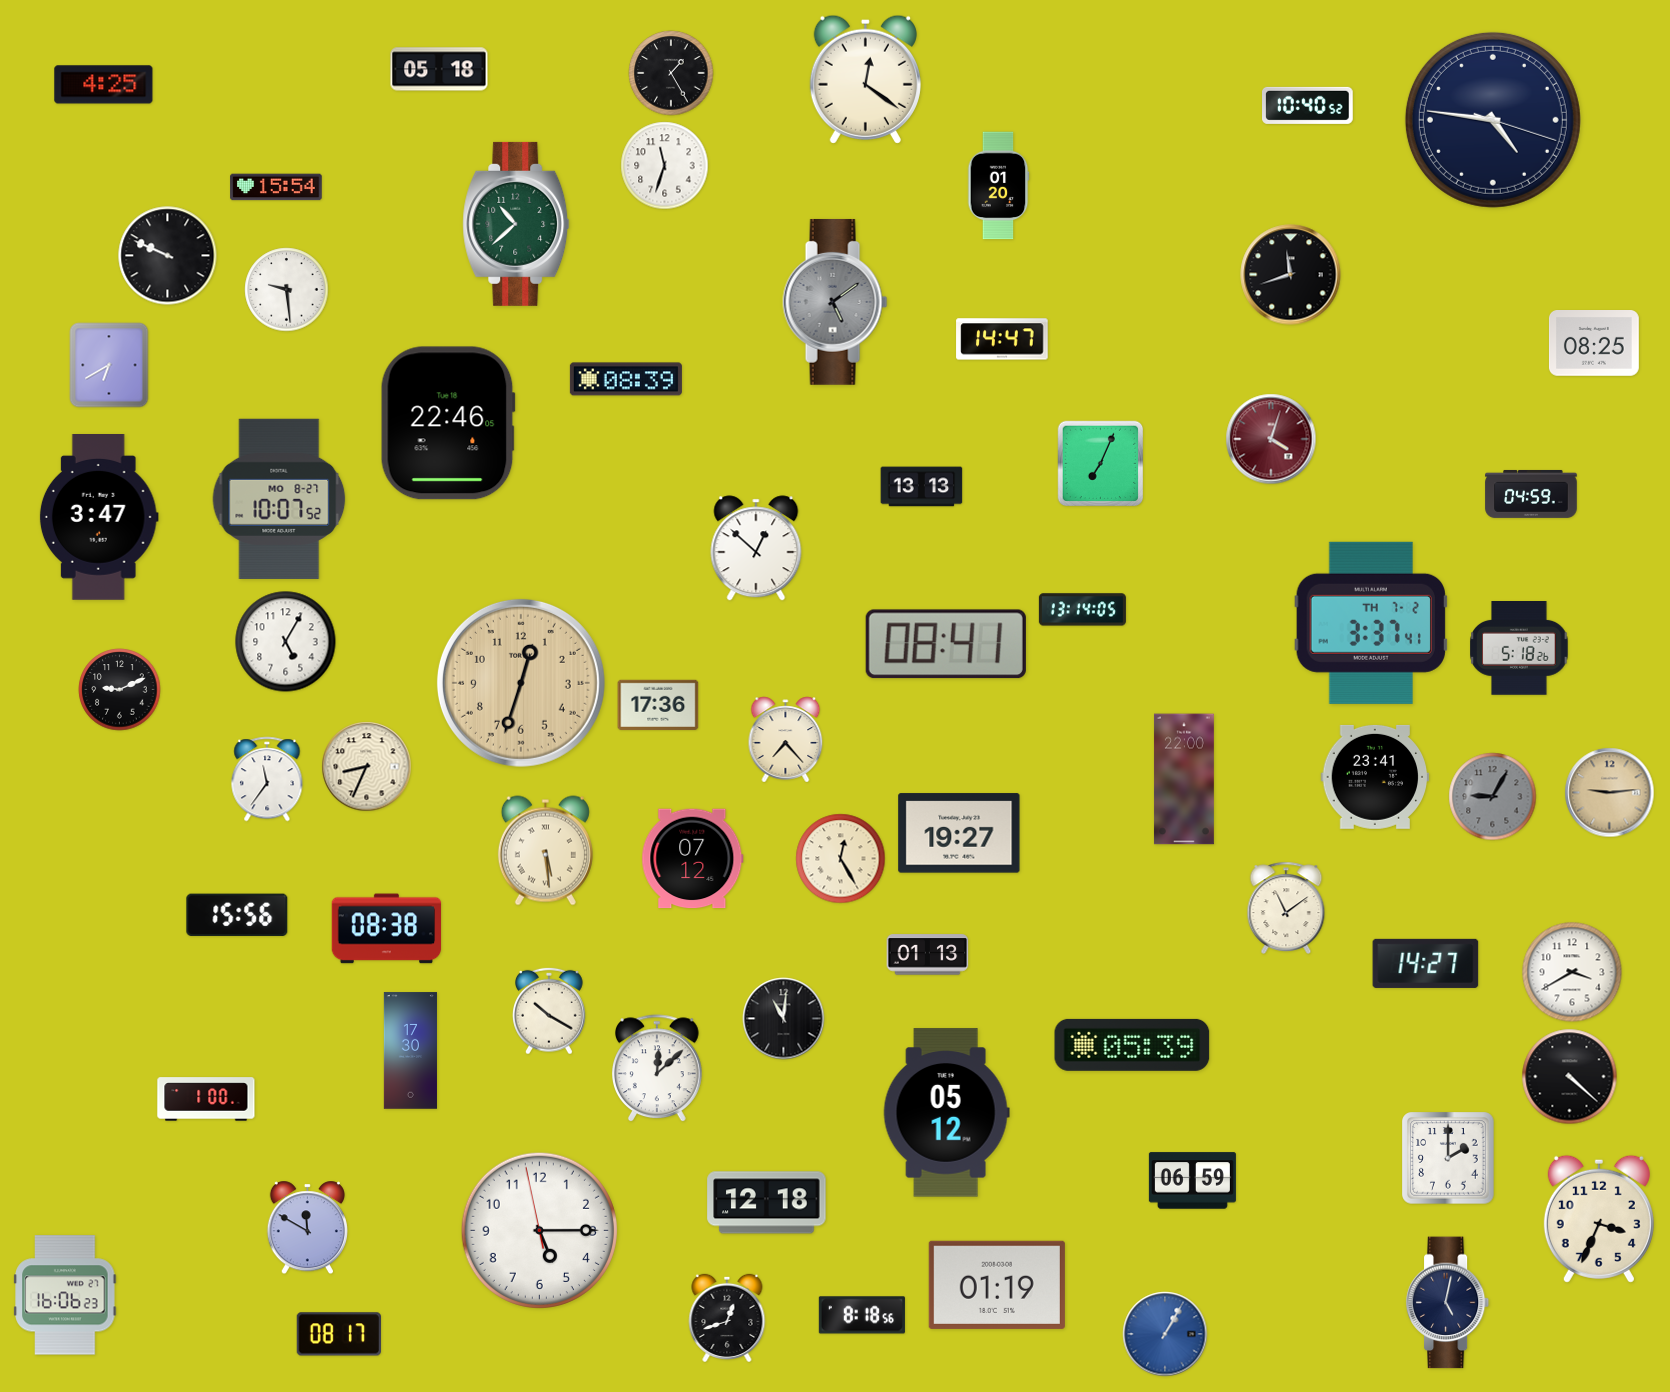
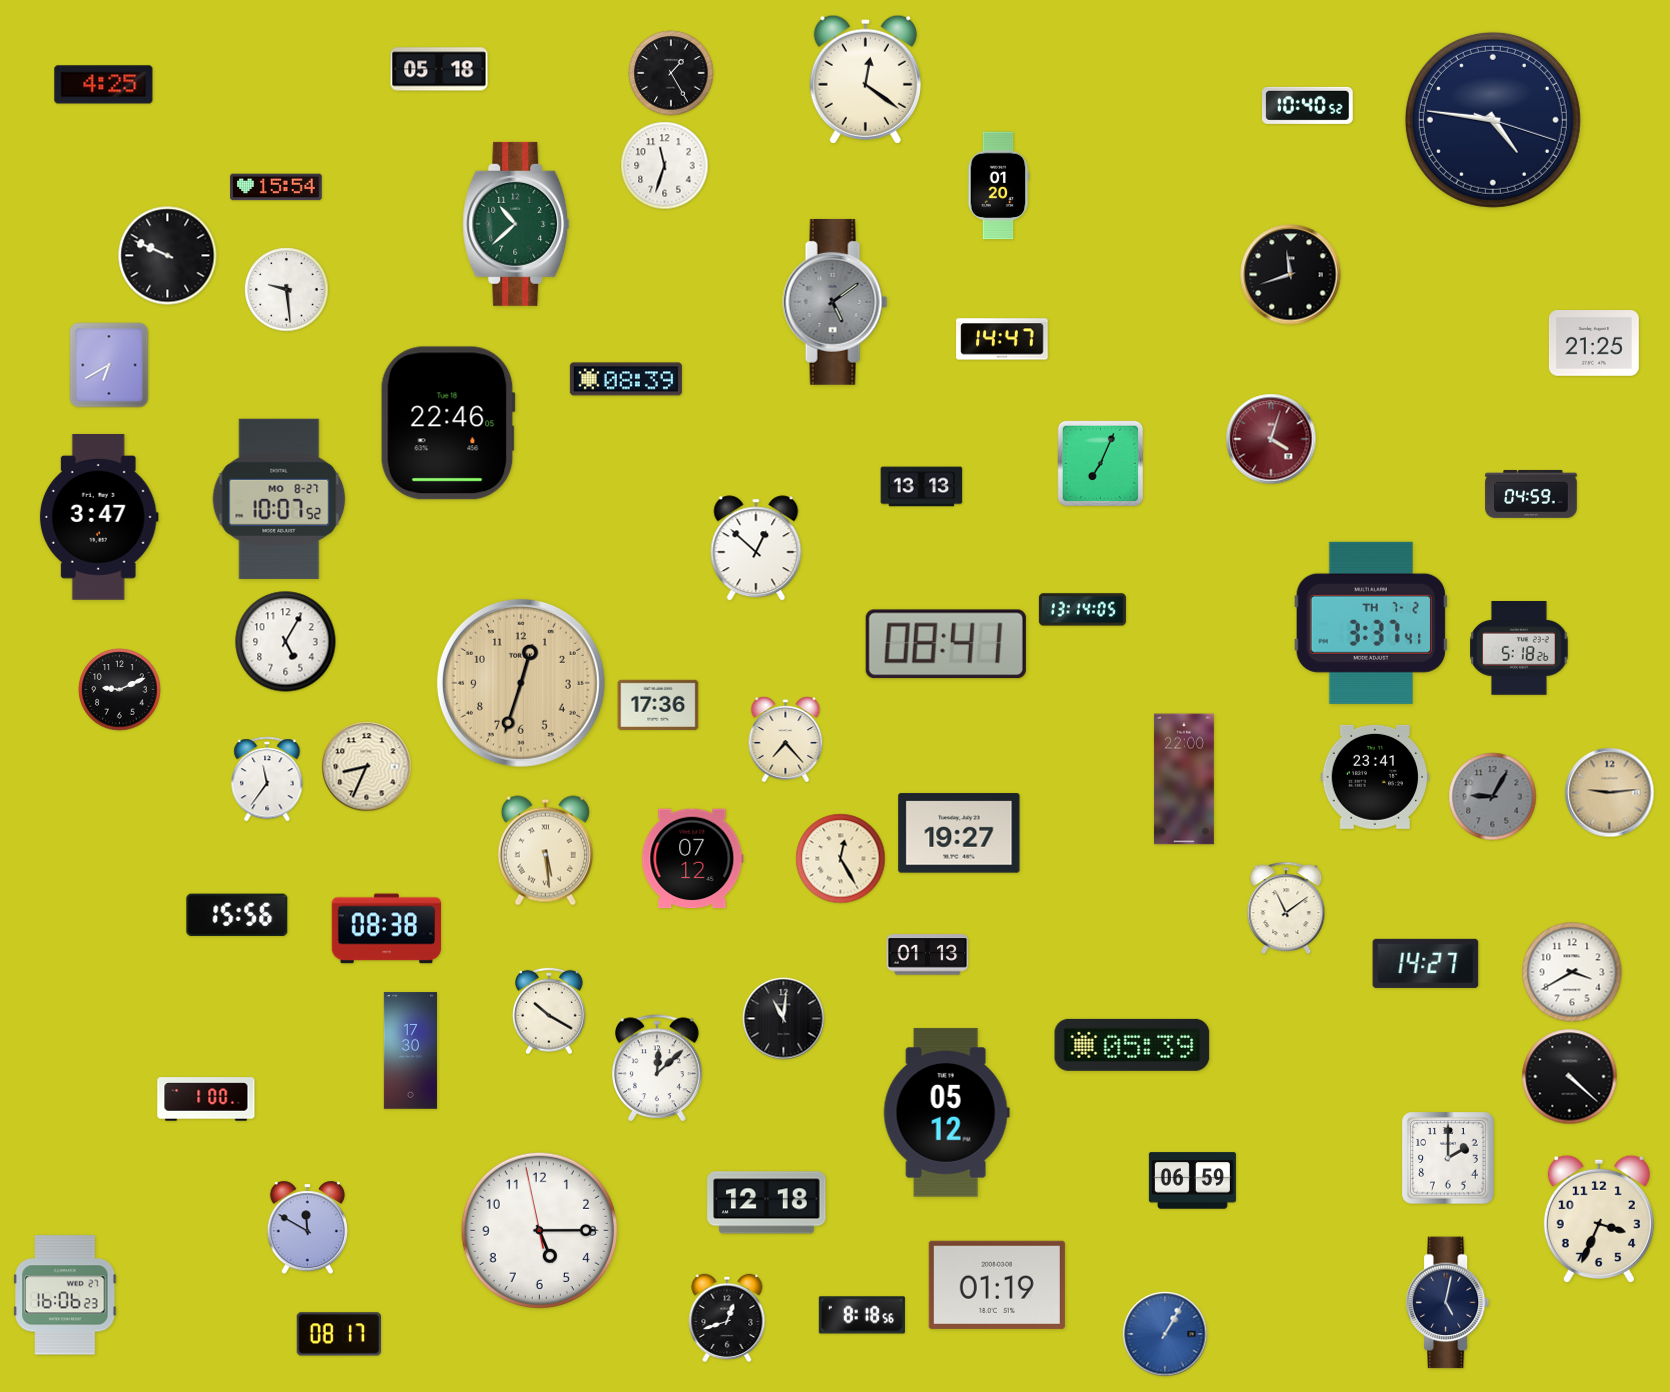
clock at (1594, 344): 08:25 -> 21:25
